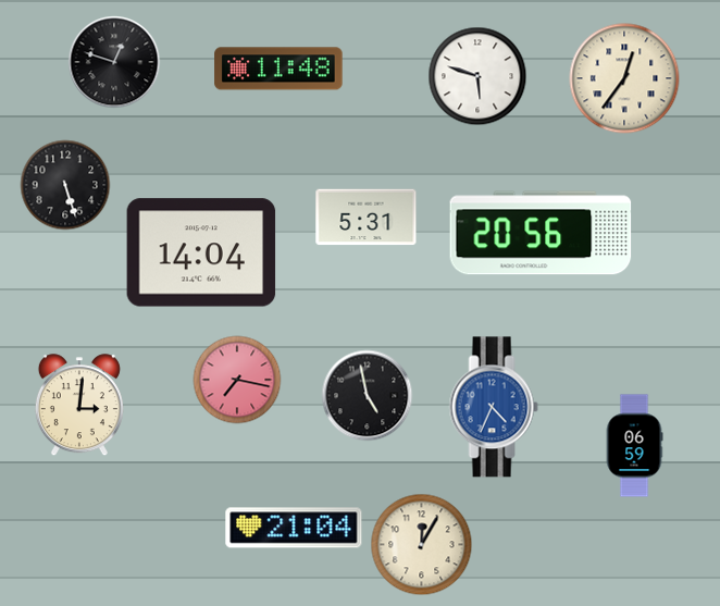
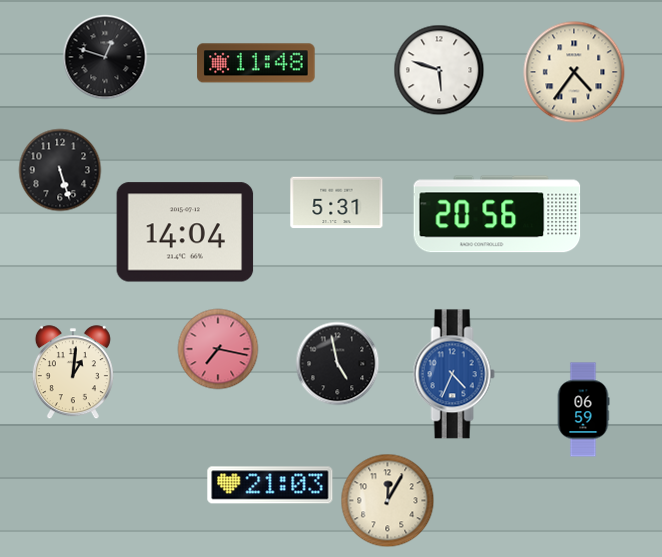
clock at (624, 78): 12:36 -> 4:36
clock at (367, 218) position: (367, 218) -> (337, 203)
clock at (79, 406): 3:01 -> 1:01
clock at (294, 528): 21:04 -> 21:03
